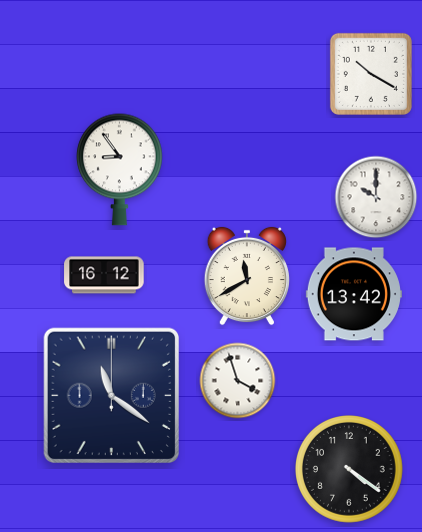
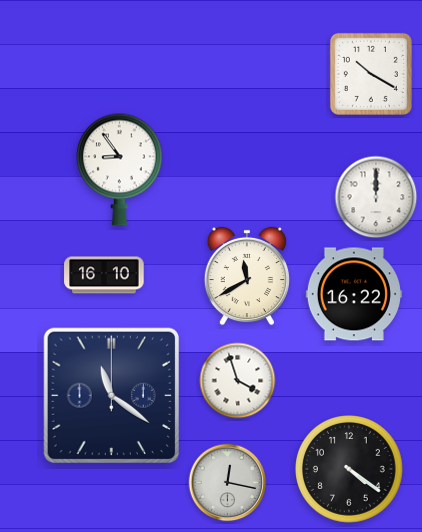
clock at (376, 197): 10:00 -> 12:00
clock at (104, 275): 16:12 -> 16:10
clock at (354, 294): 13:42 -> 16:22
clock at (228, 483): none -> 12:17
